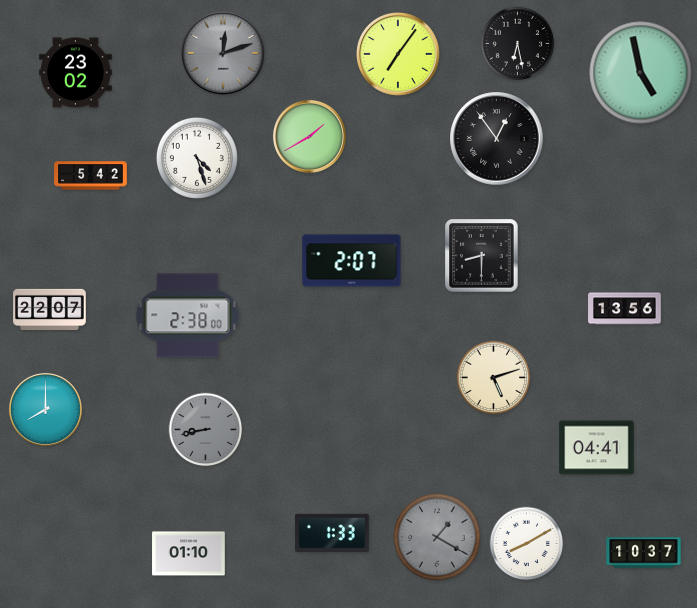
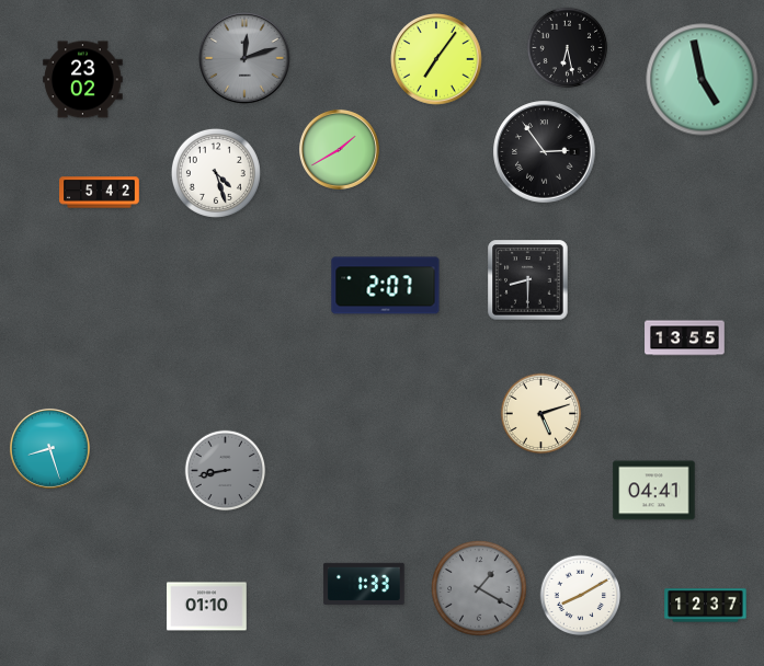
clock at (497, 139): 12:54 -> 2:54
clock at (50, 309): 22:07 -> none
clock at (625, 309): 13:56 -> 13:55
clock at (188, 316): 2:38 -> none
clock at (45, 409): 8:00 -> 8:27
clock at (527, 544) position: (527, 544) -> (581, 596)
clock at (644, 553): 10:37 -> 12:37
